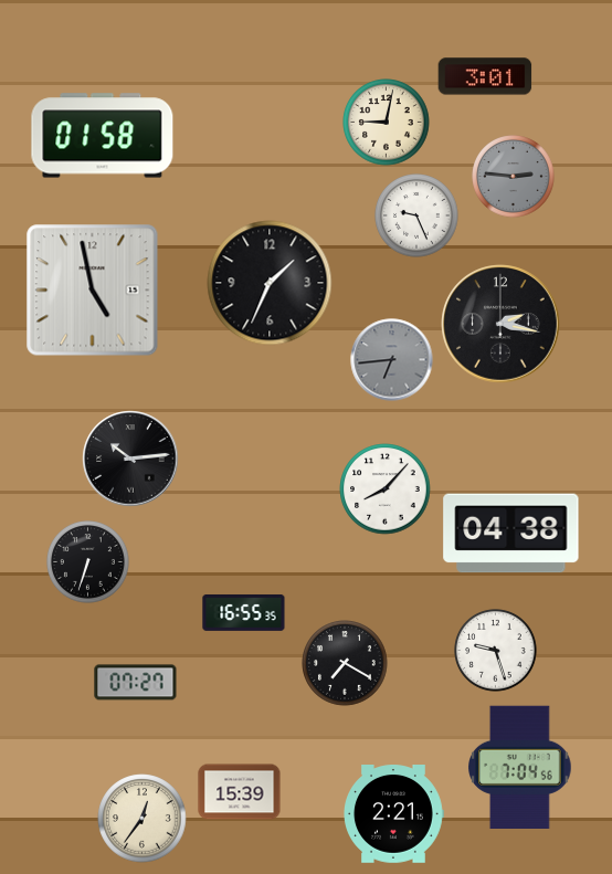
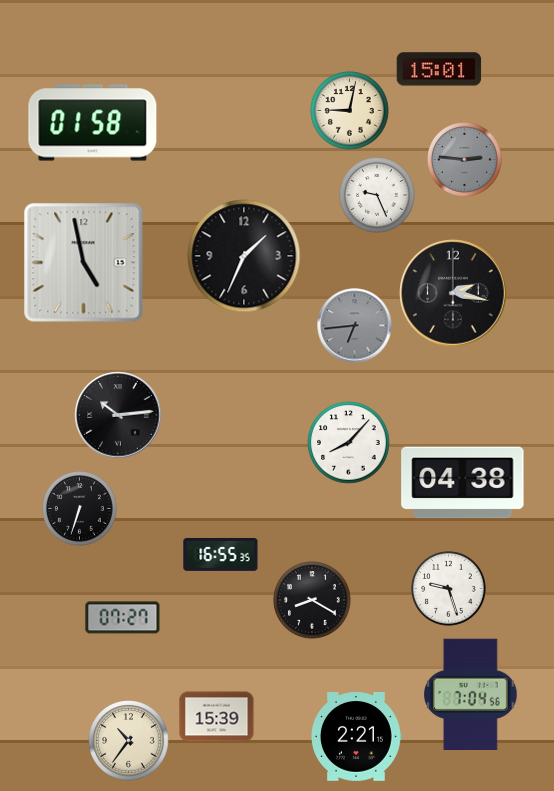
clock at (485, 76): 3:01 -> 15:01
clock at (345, 663): 7:20 -> 8:20
clock at (143, 819): 12:36 -> 10:36
